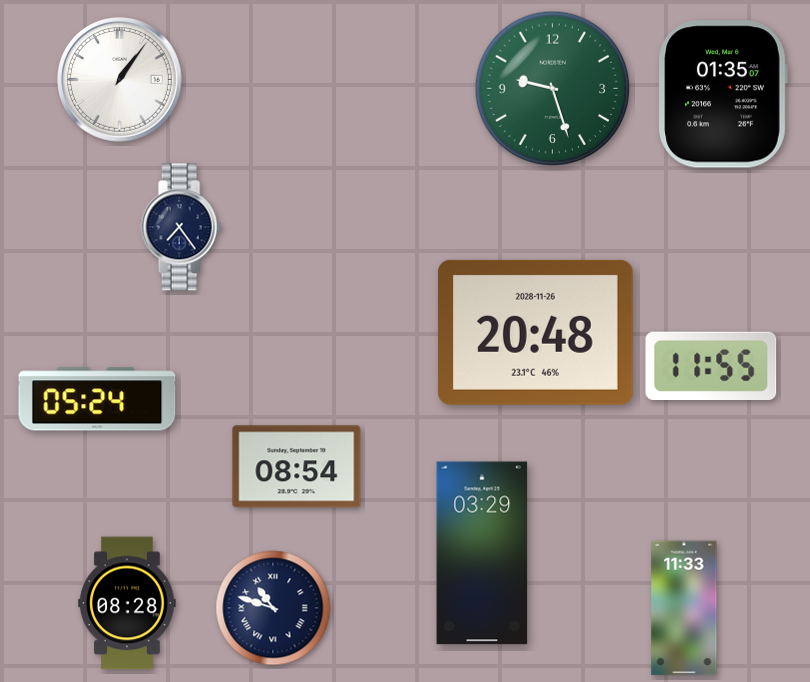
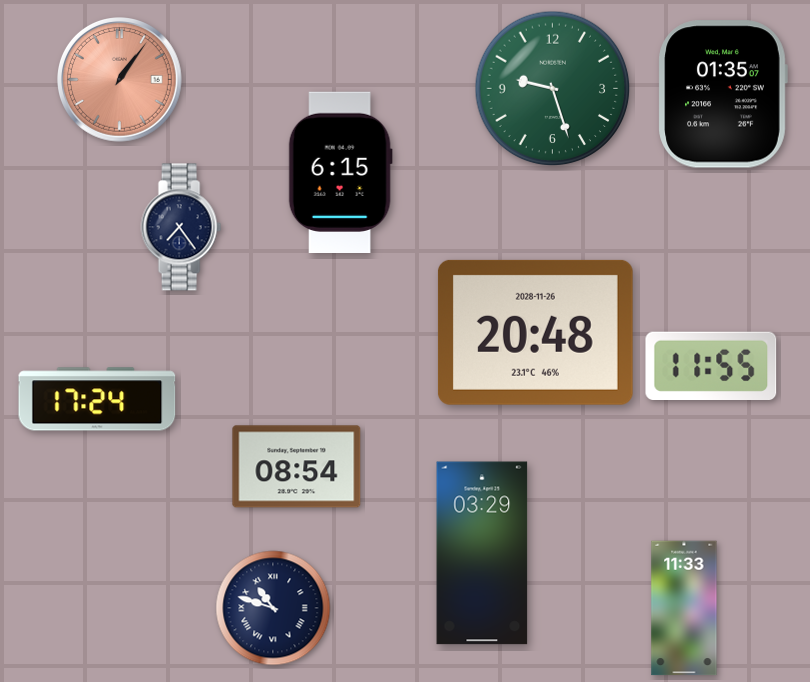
clock at (120, 80) dial: white -> salmon
clock at (340, 172): none -> 6:15
clock at (97, 399): 05:24 -> 17:24
clock at (127, 603): 08:28 -> none
